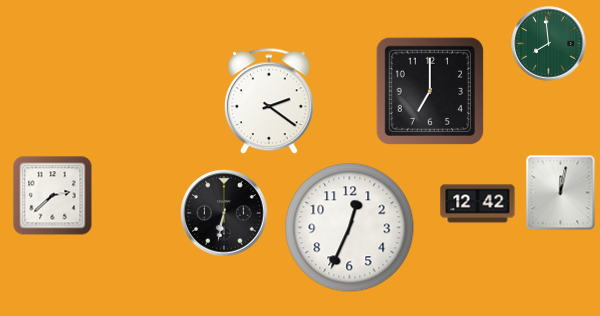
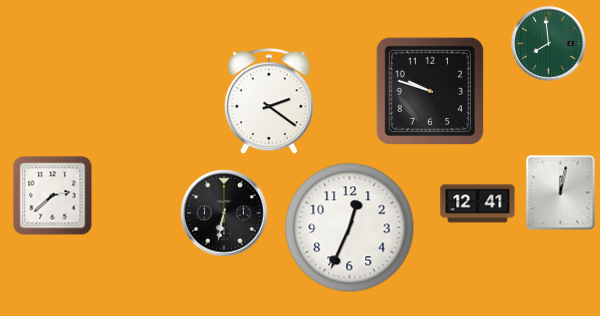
clock at (430, 91): 7:00 -> 9:48
clock at (478, 204): 12:42 -> 12:41
